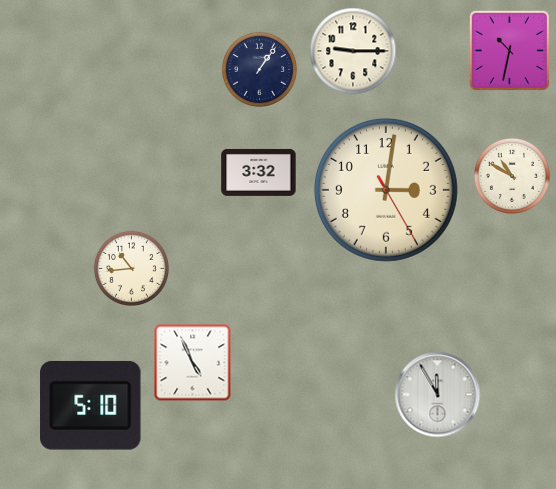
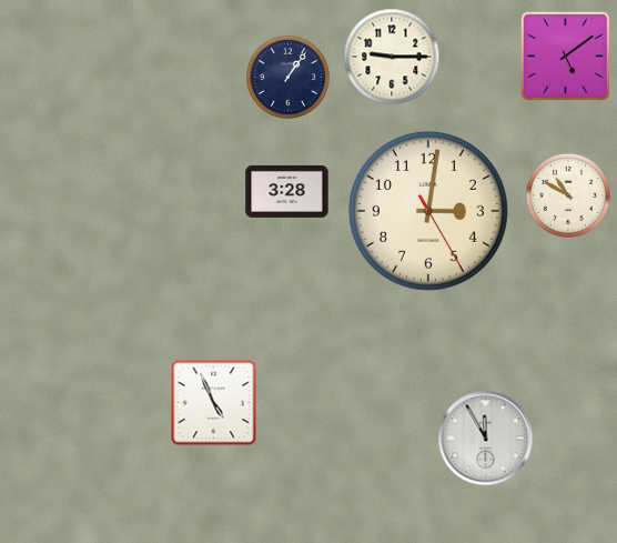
clock at (509, 50): 10:32 -> 5:09
clock at (259, 172): 3:32 -> 3:28
clock at (131, 268): 10:44 -> none
clock at (91, 405): 5:10 -> none
